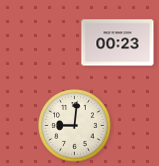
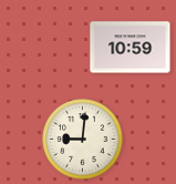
clock at (118, 43): 00:23 -> 10:59
